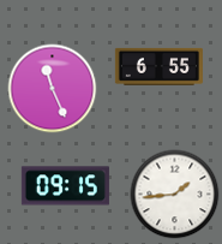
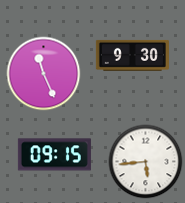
clock at (158, 66): 6:55 -> 9:30
clock at (175, 195): 1:44 -> 5:44
